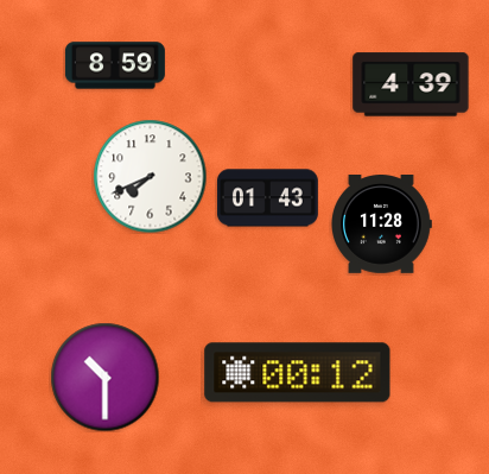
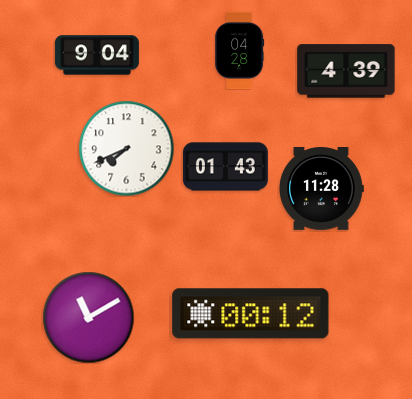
clock at (240, 50): none -> 04:28
clock at (115, 65): 8:59 -> 9:04
clock at (104, 377): 10:30 -> 11:10
